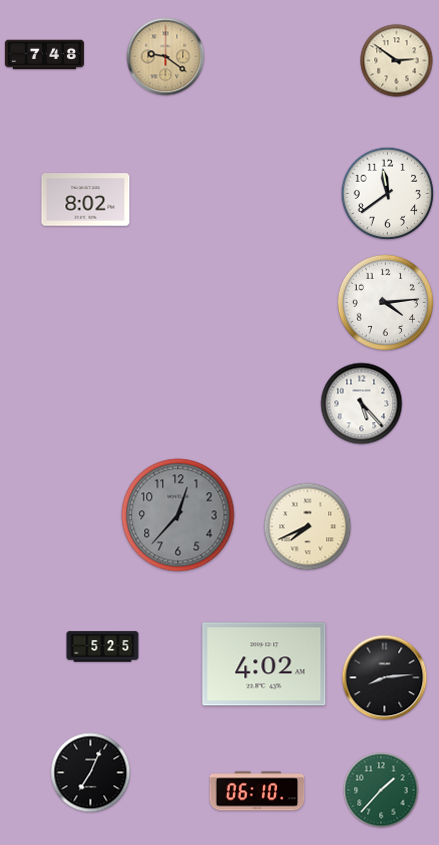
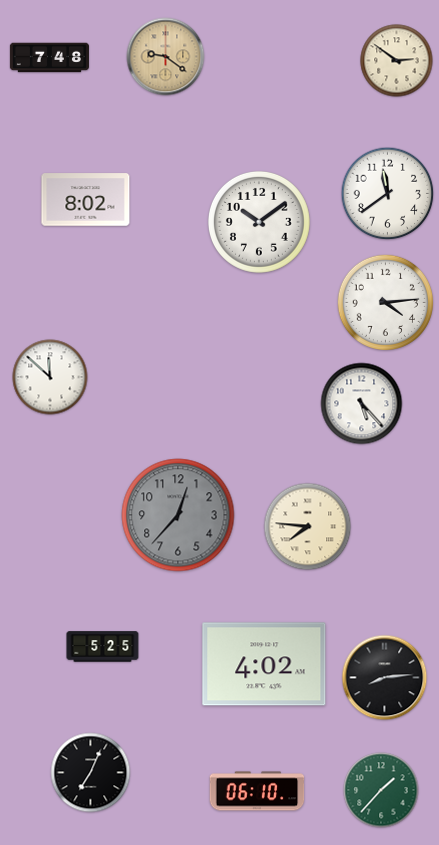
clock at (44, 55) position: (44, 55) -> (49, 58)
clock at (259, 222): none -> 10:09
clock at (50, 377): none -> 11:52
clock at (308, 527): 7:41 -> 7:46
